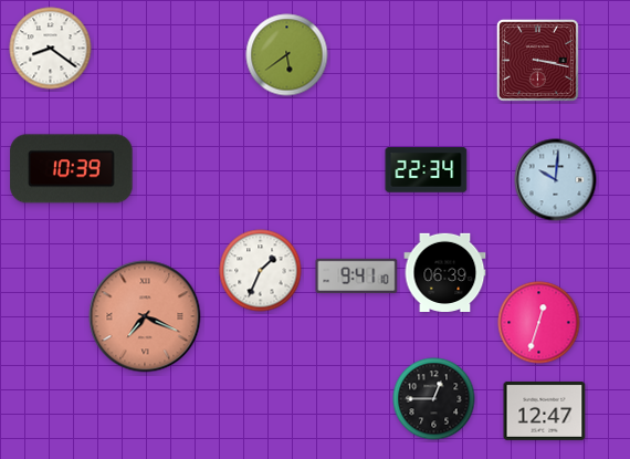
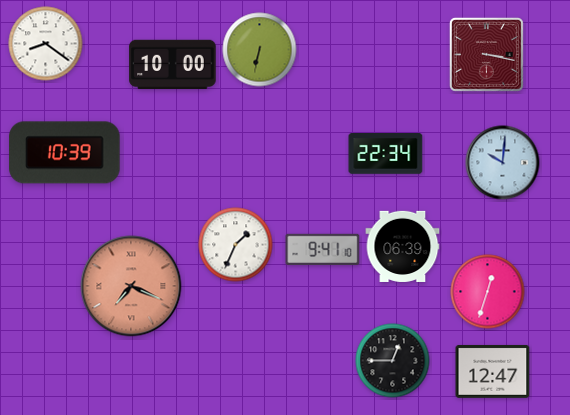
clock at (287, 55): 5:39 -> 6:32
clock at (173, 65): none -> 10:00
